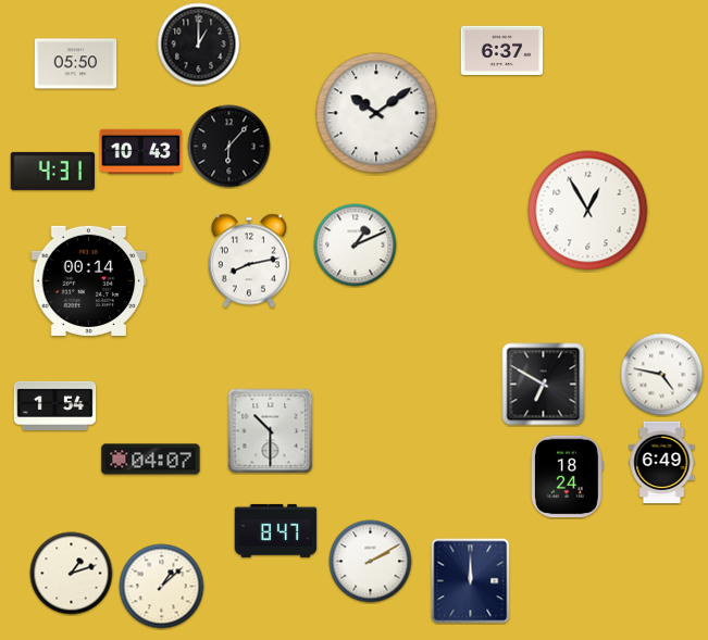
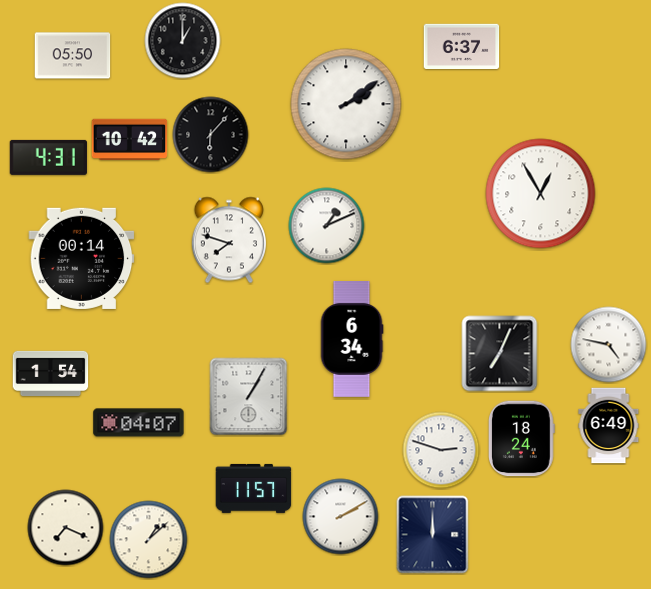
clock at (76, 64) position: (76, 64) -> (73, 56)
clock at (376, 113): 10:09 -> 2:09
clock at (141, 151): 10:43 -> 10:42
clock at (249, 261): 8:13 -> 7:48
clock at (352, 340): none -> 6:34
clock at (544, 385): 6:50 -> 7:04
clock at (271, 431): 10:30 -> 1:05
clock at (441, 450): none -> 2:48
clock at (276, 530): 8:47 -> 11:57
clock at (72, 574): 1:12 -> 7:19
